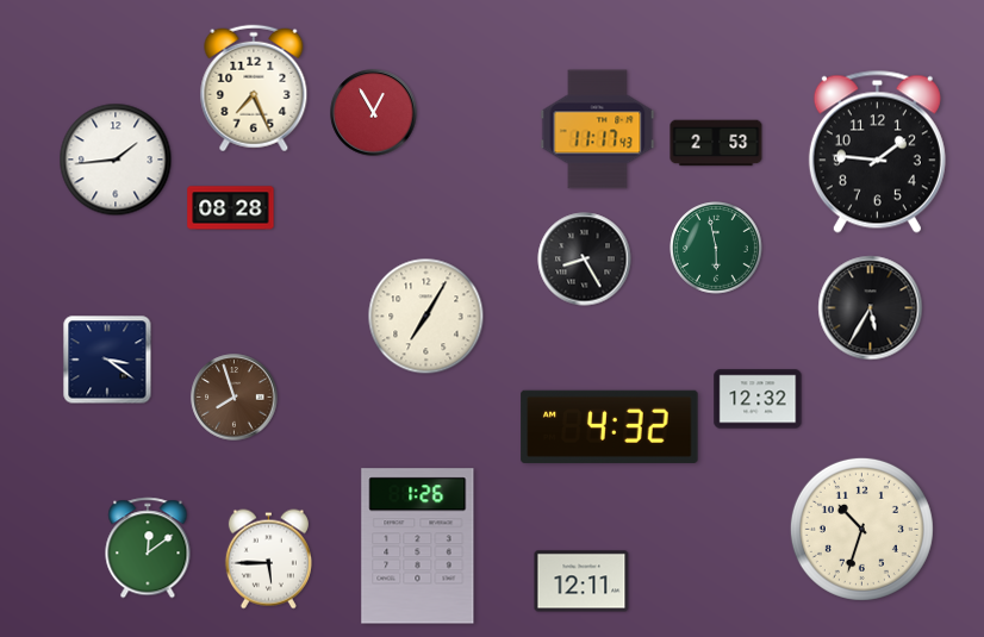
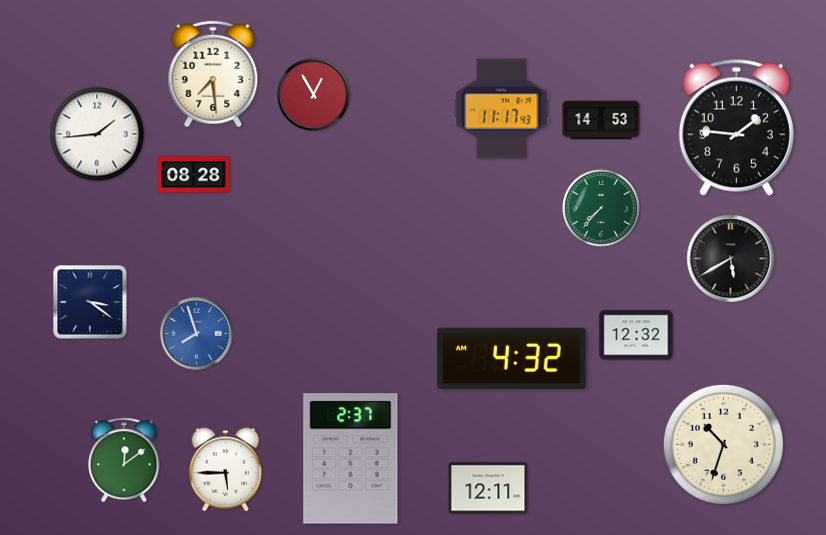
clock at (254, 88): 7:26 -> 7:29
clock at (716, 143): 2:53 -> 14:53
clock at (716, 248): 5:58 -> 7:37
clock at (585, 260): 8:25 -> none
clock at (871, 308): 5:35 -> 5:40
clock at (426, 317): 7:05 -> none
clock at (235, 398) dial: brown -> blue
clock at (418, 547): 1:26 -> 2:37
